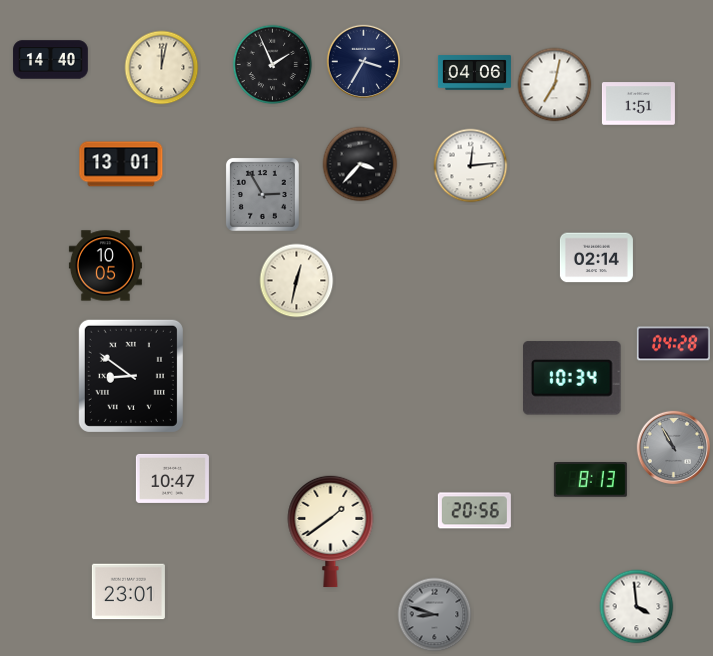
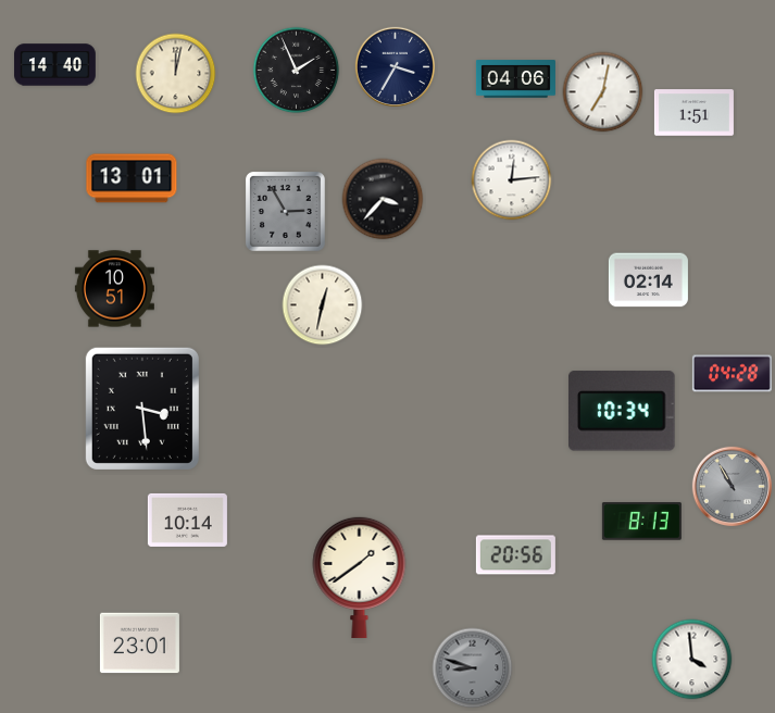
clock at (360, 164) position: (360, 164) -> (383, 199)
clock at (105, 266): 10:05 -> 10:51
clock at (131, 376): 8:51 -> 3:29
clock at (172, 478): 10:47 -> 10:14
